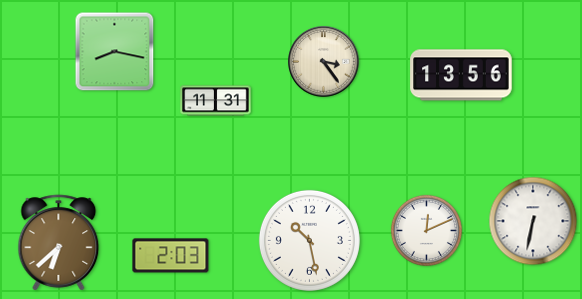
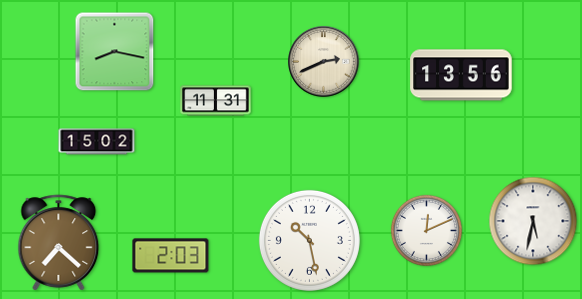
clock at (324, 62): 3:24 -> 2:41
clock at (97, 142): none -> 15:02
clock at (533, 221): 6:32 -> 5:32
clock at (59, 243): 6:38 -> 7:22
